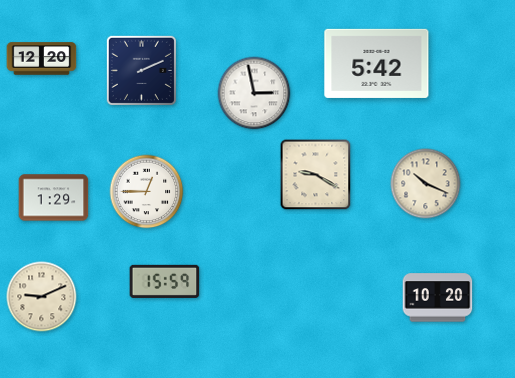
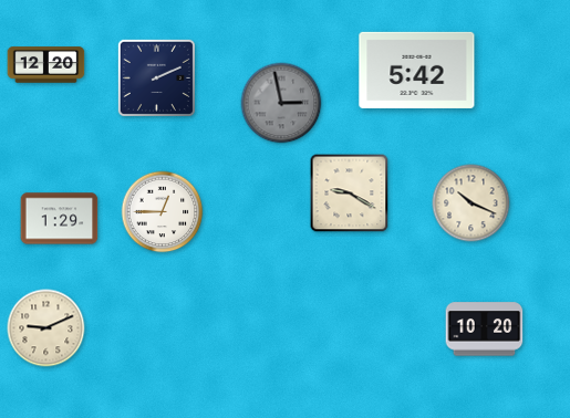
clock at (254, 93) dial: white -> grey
clock at (165, 281): 15:59 -> none
